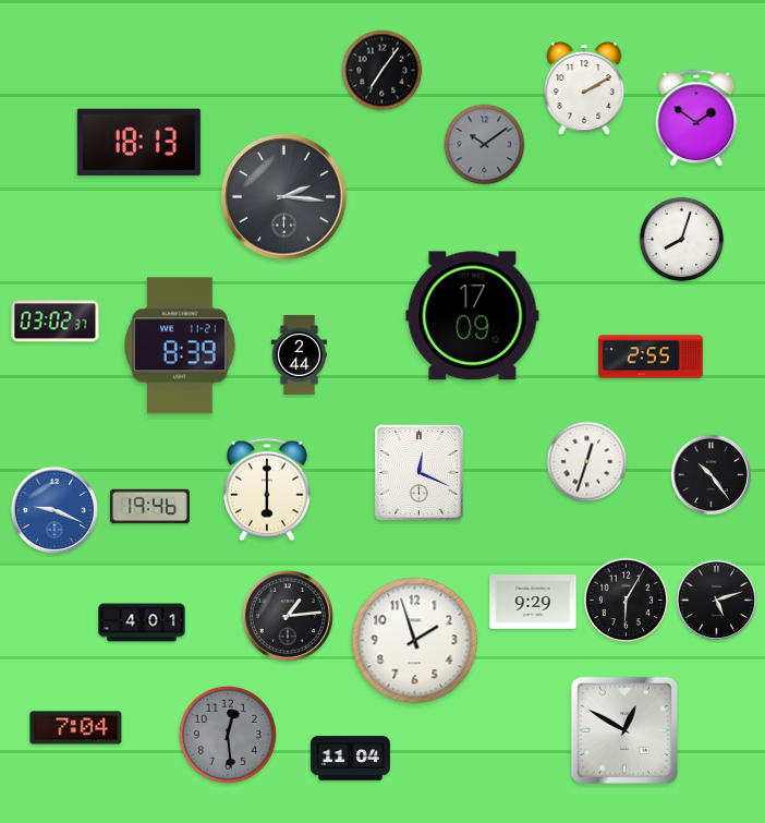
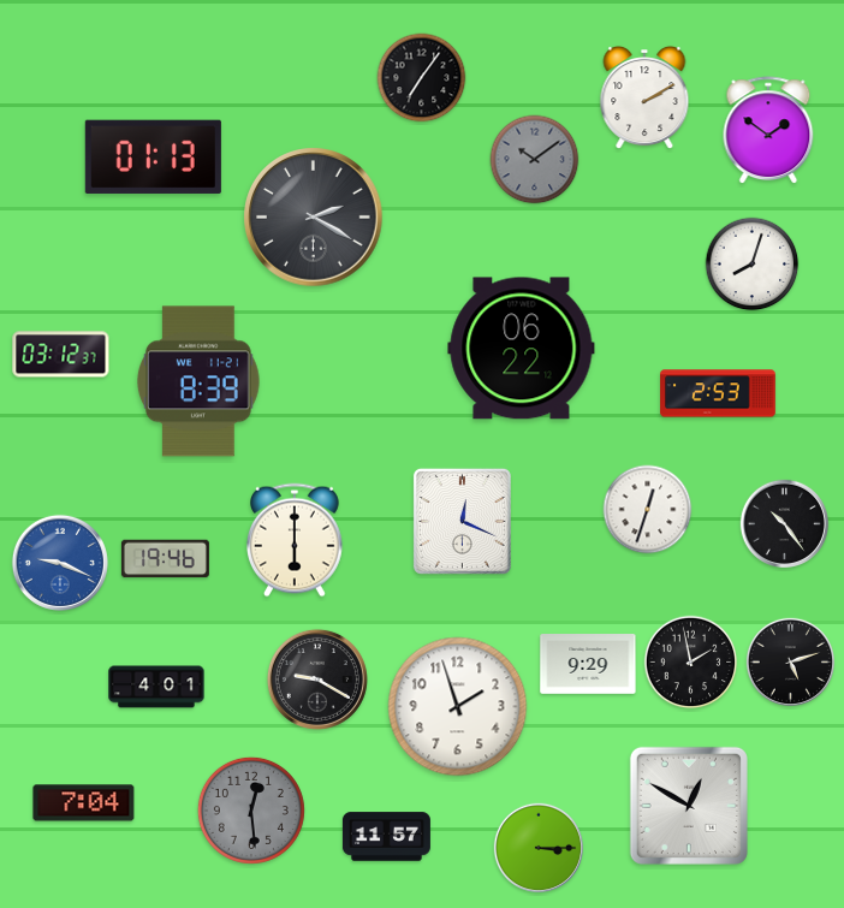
clock at (138, 142): 18:13 -> 01:13
clock at (284, 197): 2:16 -> 2:20
clock at (473, 316): 17:09 -> 06:22
clock at (56, 322): 03:02 -> 03:12
clock at (300, 354): 2:44 -> none
clock at (651, 356): 2:55 -> 2:53
clock at (627, 601): 6:05 -> 1:58
clock at (288, 616): 1:14 -> 9:20
clock at (350, 759): 11:04 -> 11:57
clock at (537, 847): none -> 3:15
